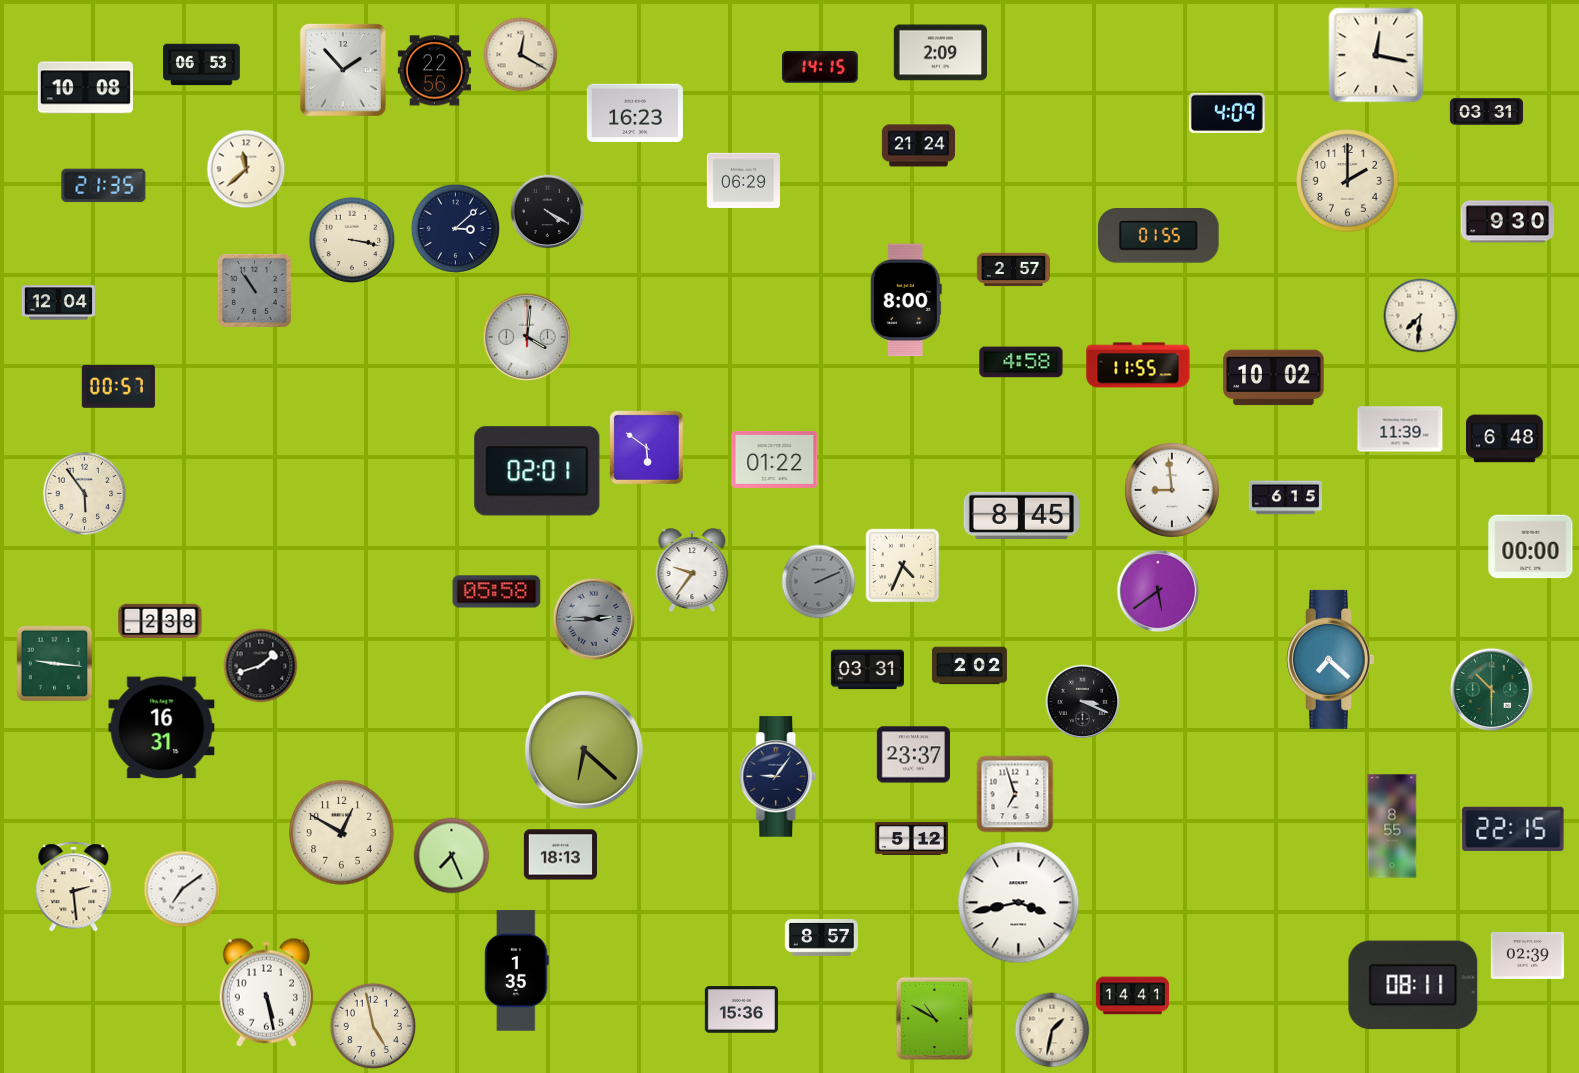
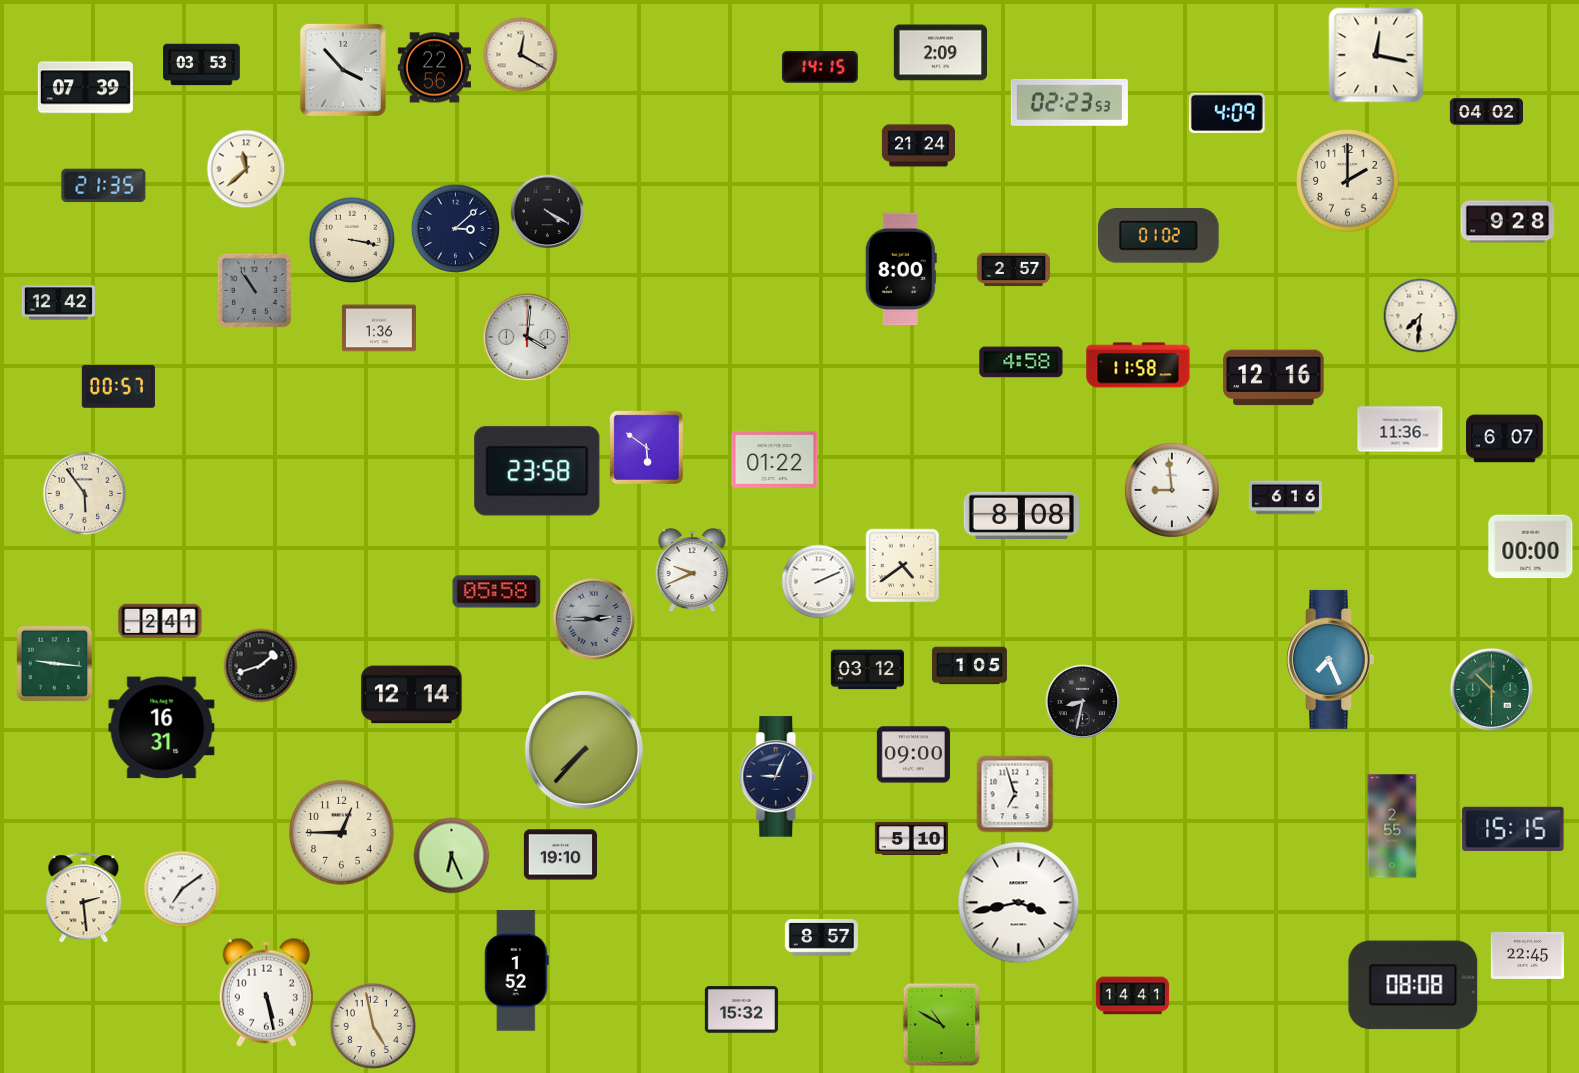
clock at (202, 65): 06:53 -> 03:53
clock at (343, 70): 1:53 -> 3:53
clock at (434, 71) position: (434, 71) -> (434, 68)
clock at (85, 88): 10:08 -> 07:39
clock at (1069, 102): none -> 02:23
clock at (635, 112): 16:23 -> none
clock at (1486, 112): 03:31 -> 04:02
clock at (743, 180): 06:29 -> none
clock at (1508, 222): 9:30 -> 9:28
clock at (1159, 236): 01:55 -> 01:02
clock at (906, 300) position: (906, 300) -> (901, 269)
clock at (58, 303): 12:04 -> 12:42
clock at (379, 328): none -> 1:36
clock at (1138, 365): 11:55 -> 11:58
clock at (1274, 378): 10:02 -> 12:16
clock at (1400, 429): 11:39 -> 11:36
clock at (1505, 439): 6:48 -> 6:07
clock at (537, 471): 02:01 -> 23:58
clock at (1285, 498): 6:15 -> 6:16
clock at (1021, 515): 8:45 -> 8:08
clock at (903, 566): 4:34 -> 4:39
clock at (692, 571): 9:36 -> 9:41
clock at (819, 582) dial: grey -> white
clock at (1158, 591): 5:39 -> none
clock at (160, 621): 2:38 -> 2:41
clock at (1331, 659): 7:22 -> 7:26
clock at (969, 666): 2:02 -> 1:05
clock at (867, 670): 03:31 -> 03:12
clock at (412, 695): none -> 12:14
clock at (1083, 702): 3:19 -> 8:32
clock at (584, 750): 6:22 -> 7:37
clock at (913, 755): 23:37 -> 09:00
clock at (778, 777): 9:06 -> 9:04
clock at (1392, 826): 8:55 -> 2:55
clock at (1513, 829): 22:15 -> 15:15
clock at (342, 833): 12:50 -> 12:45
clock at (911, 838): 5:12 -> 5:10
clock at (560, 855): 18:13 -> 19:10
clock at (452, 856): 7:26 -> 6:26
clock at (74, 887) position: (74, 887) -> (84, 898)
clock at (1527, 955): 02:39 -> 22:45
clock at (516, 971): 1:35 -> 1:52
clock at (1413, 985): 08:11 -> 08:08
clock at (741, 1010): 15:36 -> 15:32
clock at (934, 1018) position: (934, 1018) -> (941, 1024)
clock at (1052, 1030): 1:32 -> none
